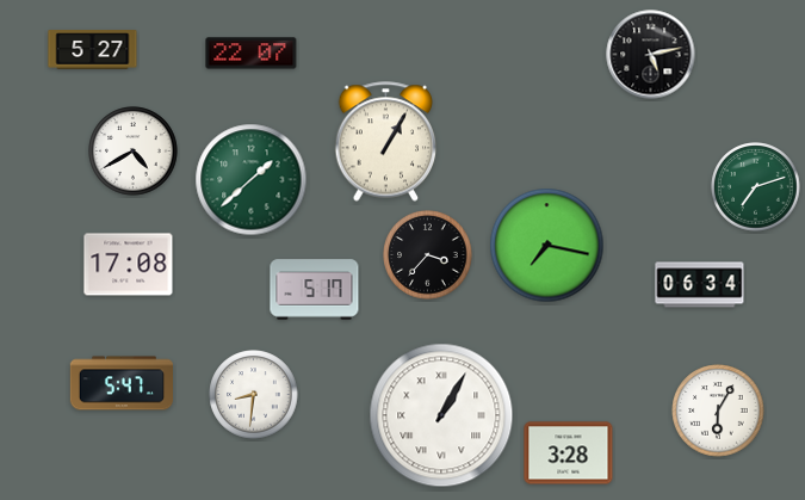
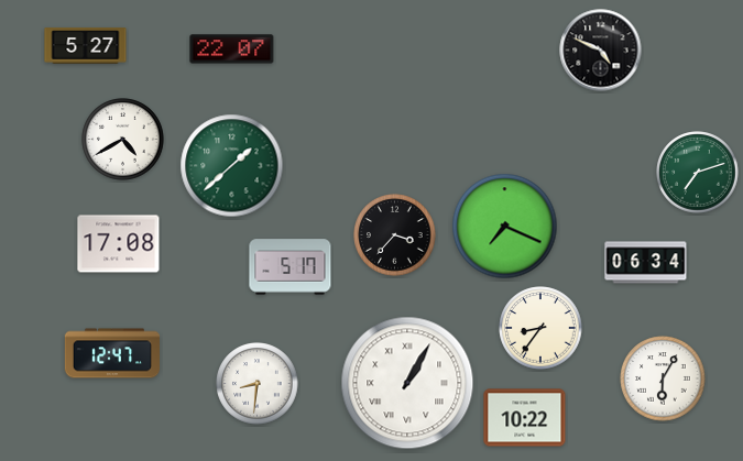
clock at (651, 55): 5:13 -> 4:49
clock at (386, 142): 1:05 -> none
clock at (547, 246): 7:17 -> 7:19
clock at (540, 328): none -> 8:36
clock at (120, 383): 5:47 -> 12:47
clock at (254, 395) position: (254, 395) -> (258, 384)
clock at (569, 453): 3:28 -> 10:22
